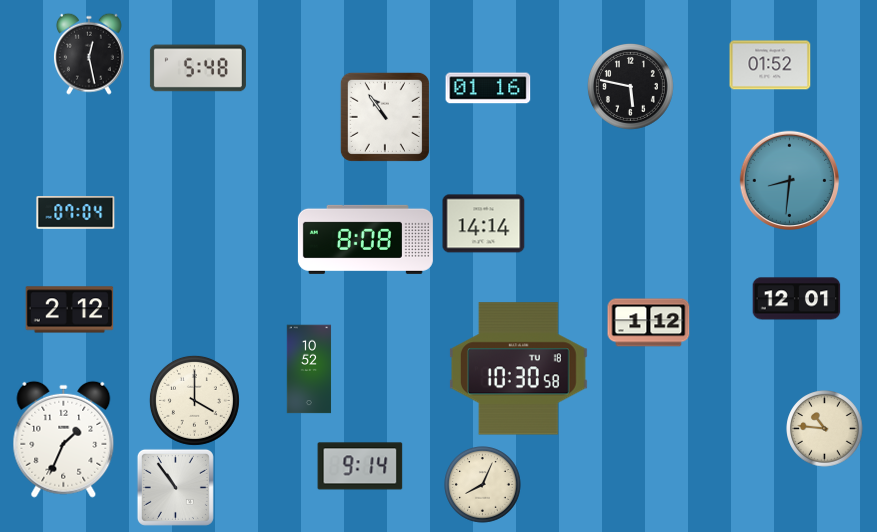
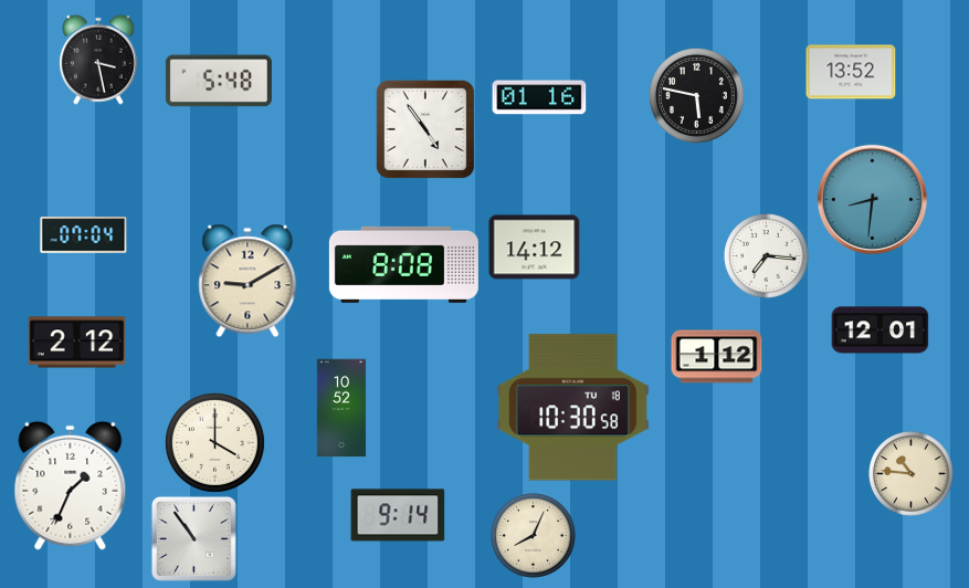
clock at (89, 54): 12:28 -> 3:28
clock at (770, 65): 01:52 -> 13:52
clock at (198, 68) position: (198, 68) -> (219, 81)
clock at (385, 117): 10:54 -> 4:54
clock at (484, 224): 14:14 -> 14:12
clock at (767, 256): none -> 7:16
clock at (247, 281): none -> 9:10
